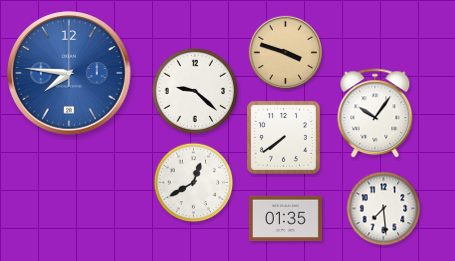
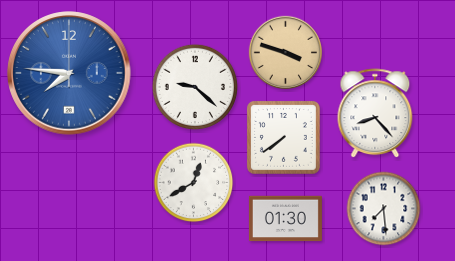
clock at (195, 91) position: (195, 91) -> (195, 87)
clock at (375, 114): 10:06 -> 8:23
clock at (285, 219): 01:35 -> 01:30
